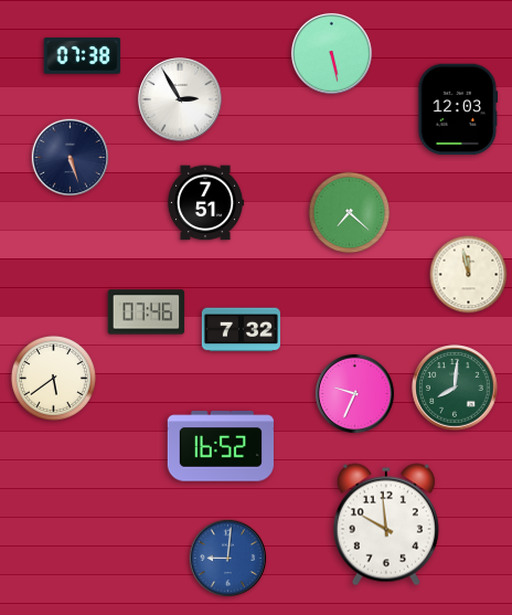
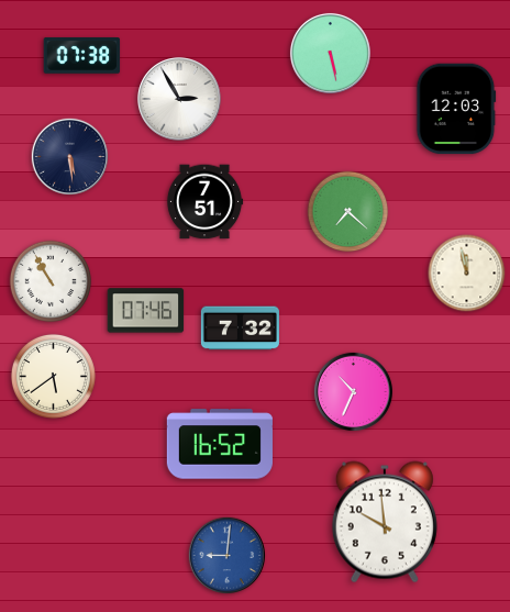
clock at (71, 158): 5:27 -> 5:29
clock at (51, 281): none -> 10:55
clock at (455, 388): 8:01 -> none
clock at (354, 393): 9:34 -> 10:34
